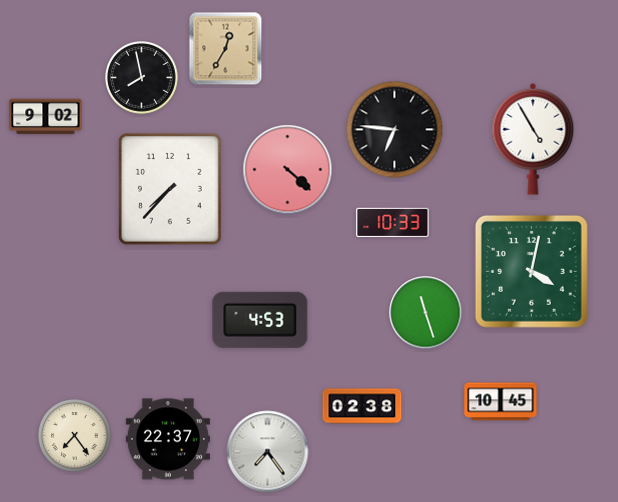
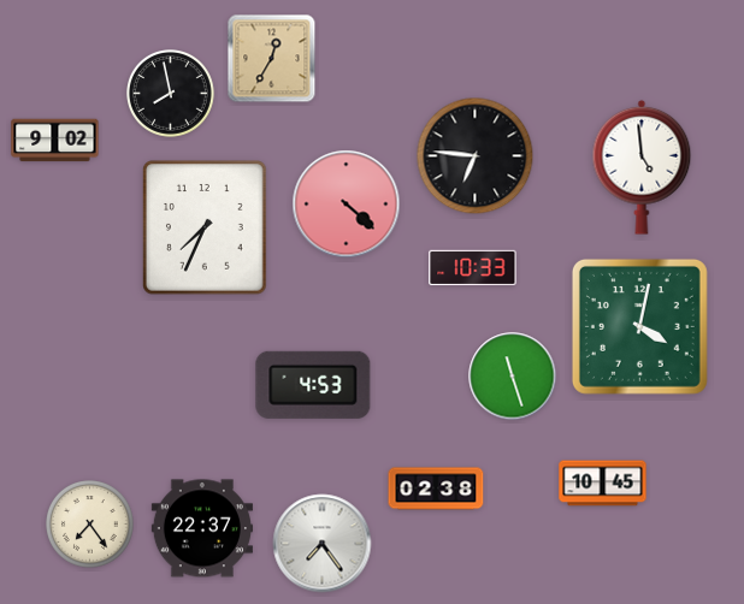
clock at (533, 139): 4:55 -> 4:59
clock at (170, 189): 7:37 -> 7:34
